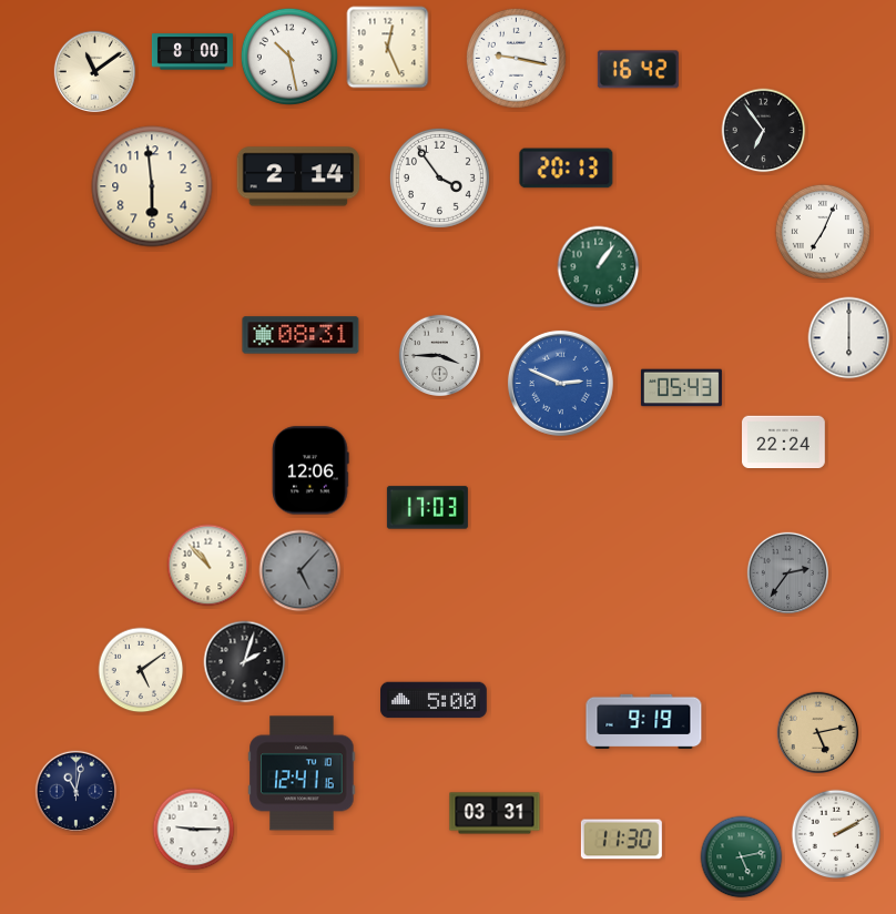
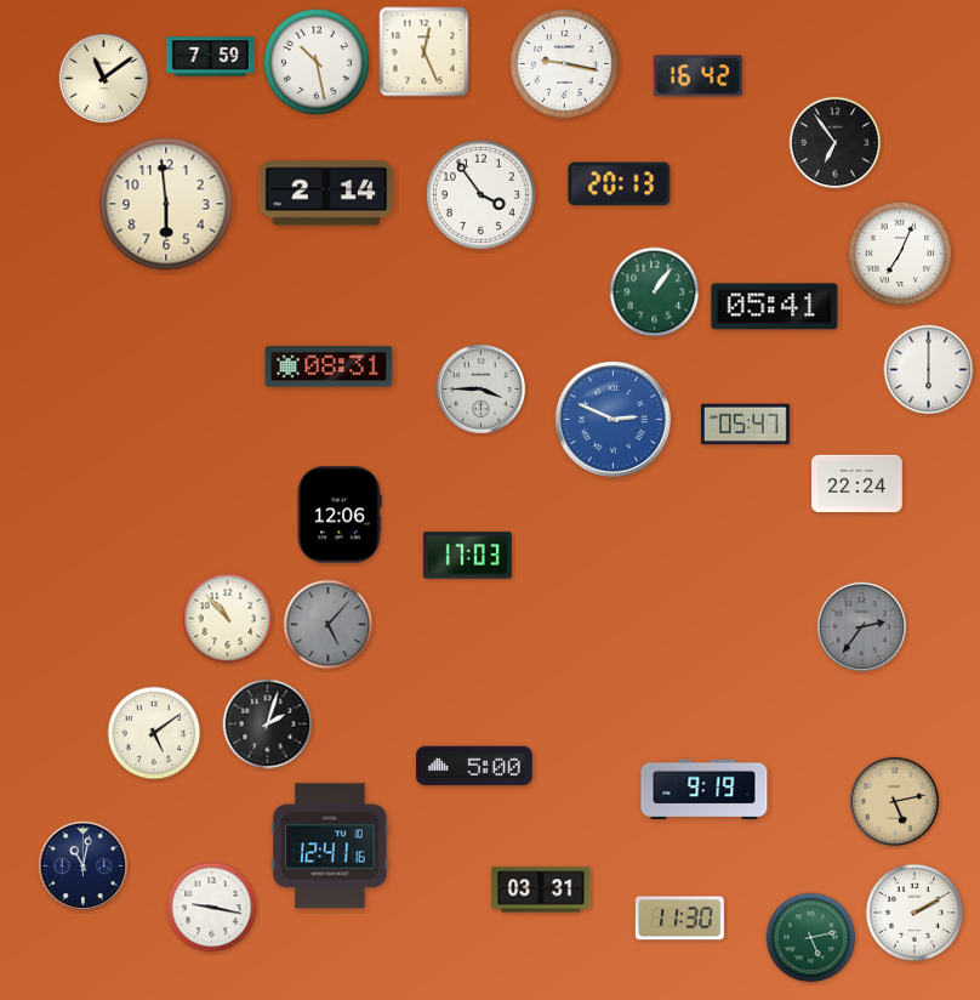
clock at (192, 52): 8:00 -> 7:59
clock at (775, 307): none -> 05:41
clock at (681, 388): 05:43 -> 05:47
clock at (194, 830): 9:15 -> 9:17
